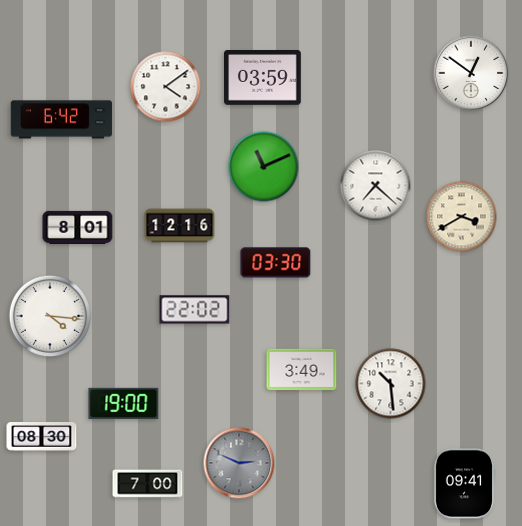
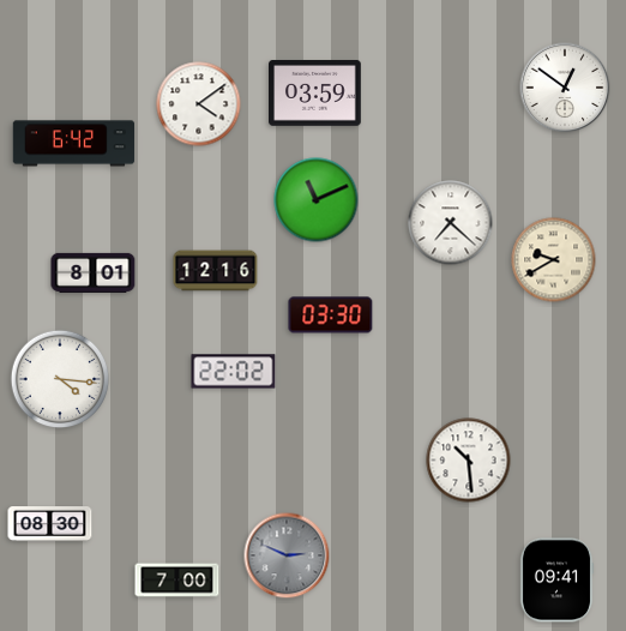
clock at (462, 217): 3:40 -> 9:40
clock at (302, 370): 3:49 -> none
clock at (124, 403): 19:00 -> none
